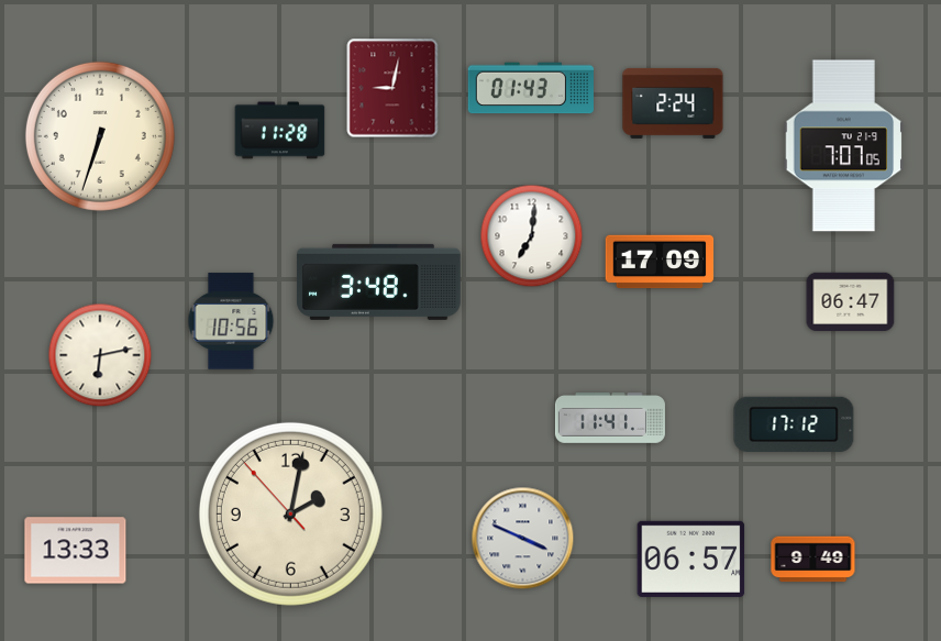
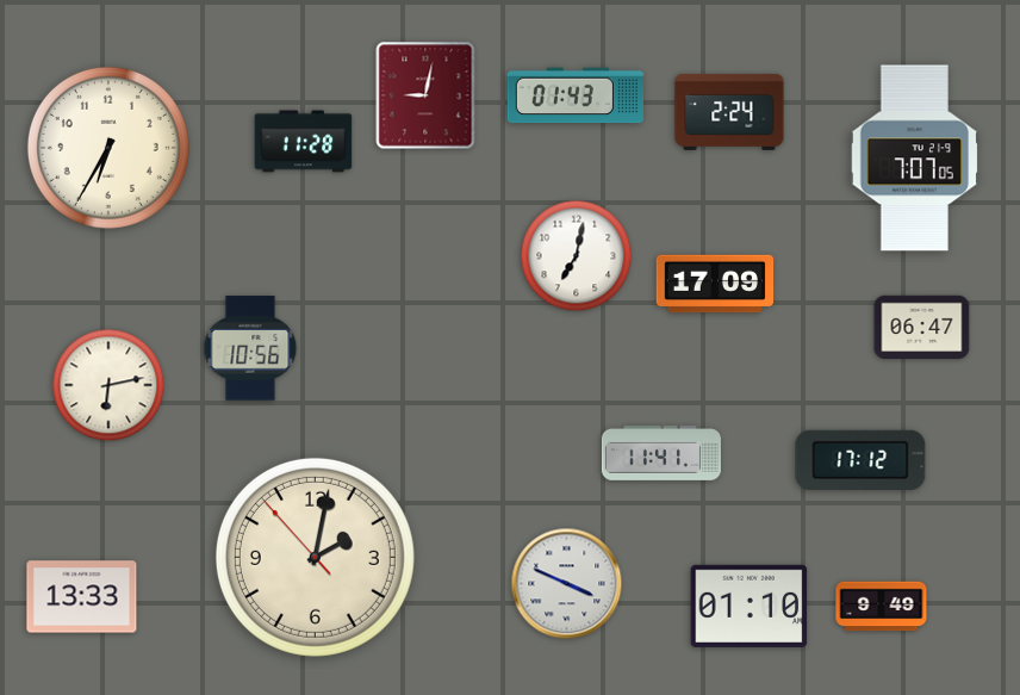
clock at (100, 136): 6:33 -> 6:35
clock at (532, 236): 7:01 -> 7:02
clock at (378, 281): 3:48 -> none
clock at (691, 559): 06:57 -> 01:10
